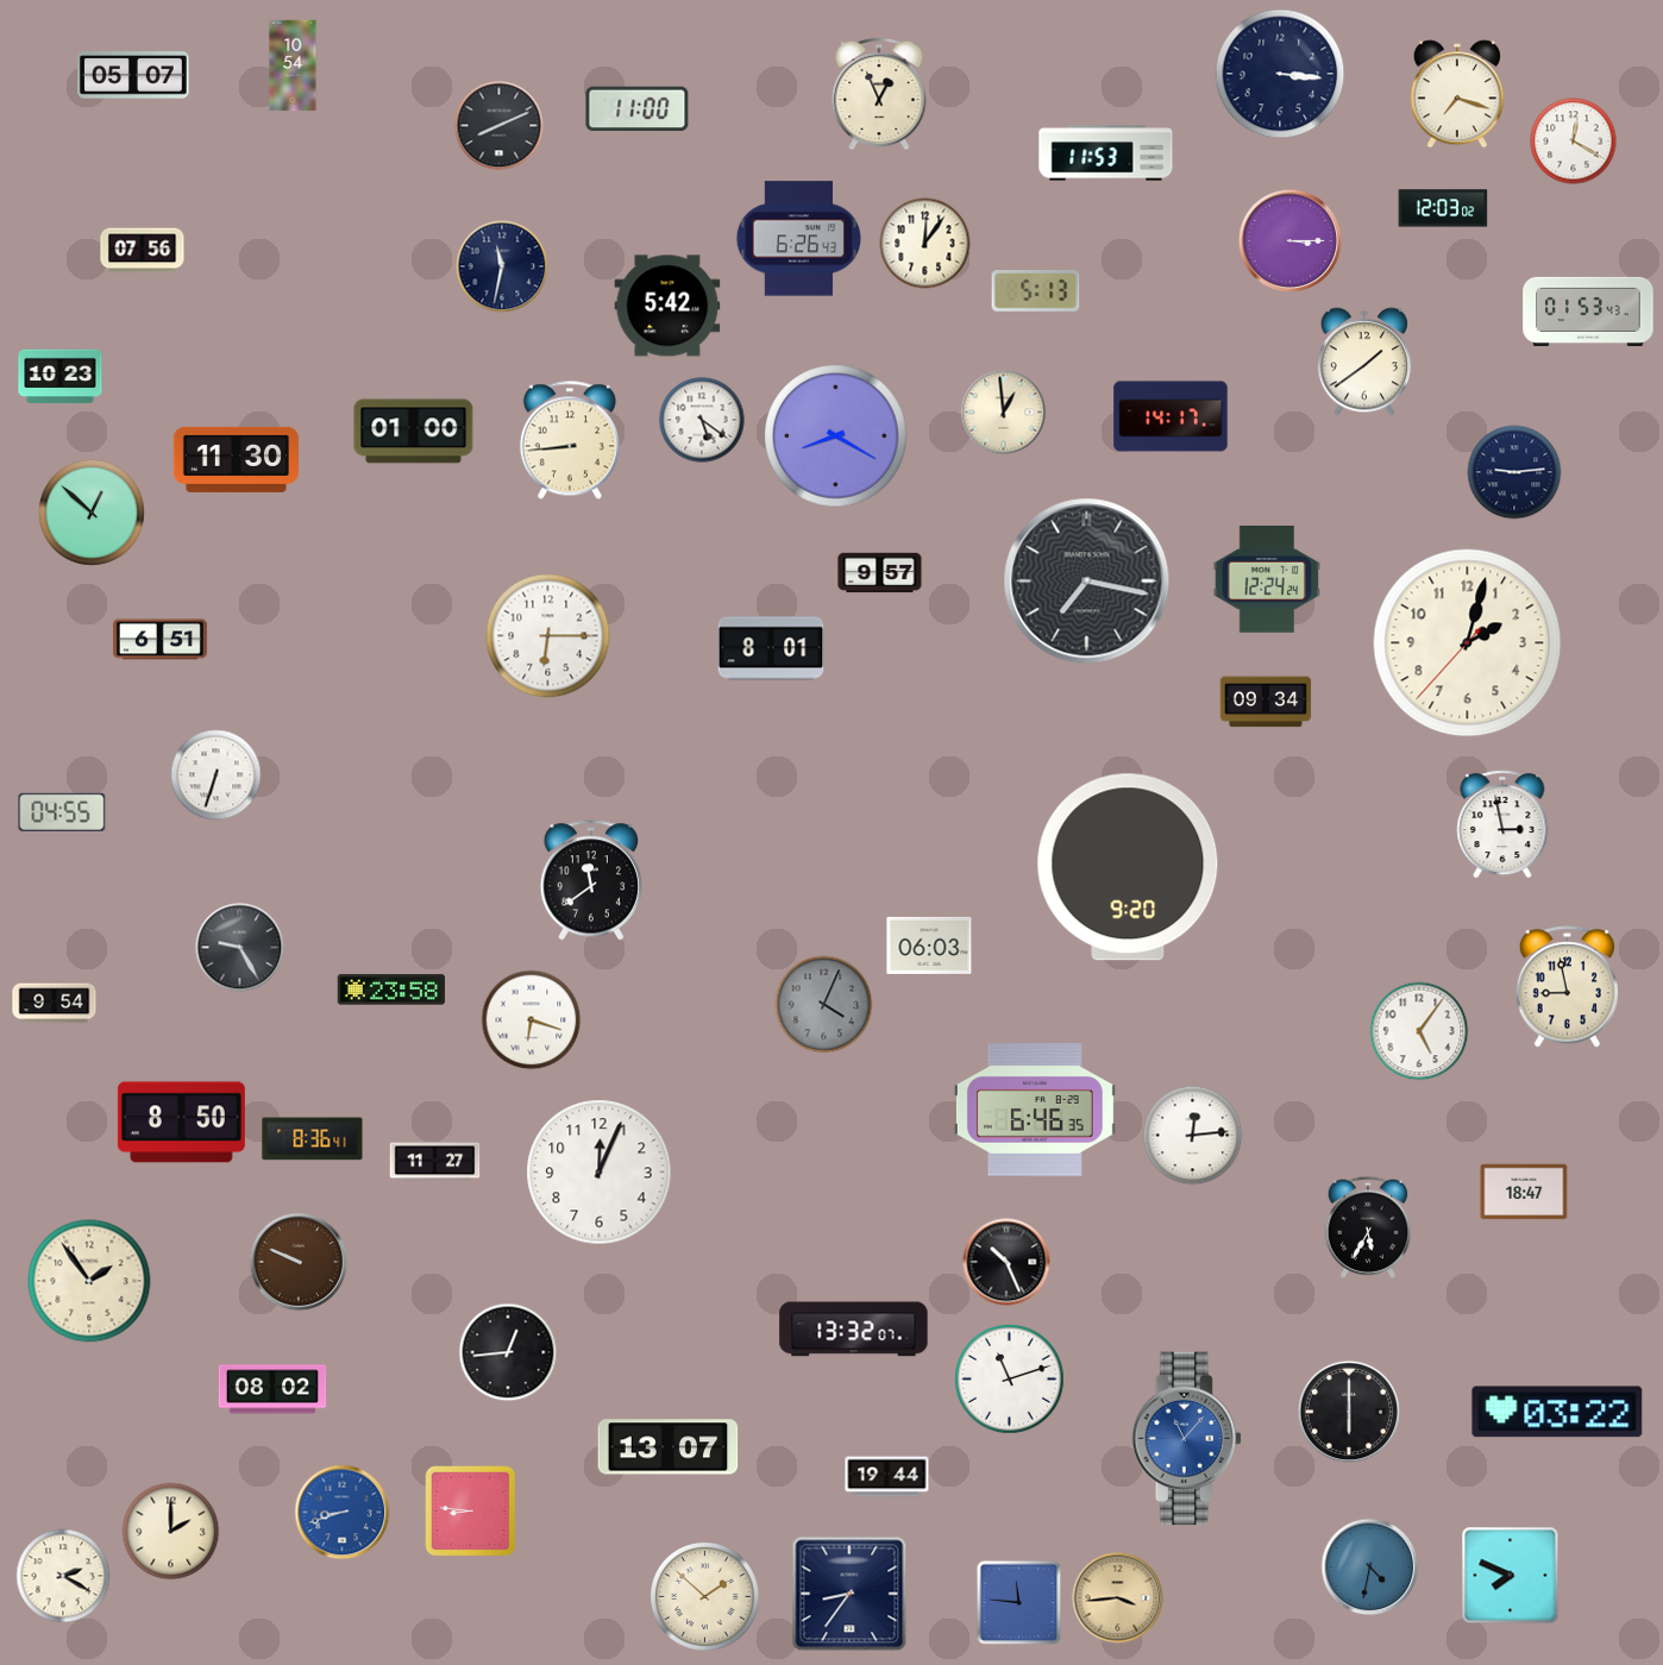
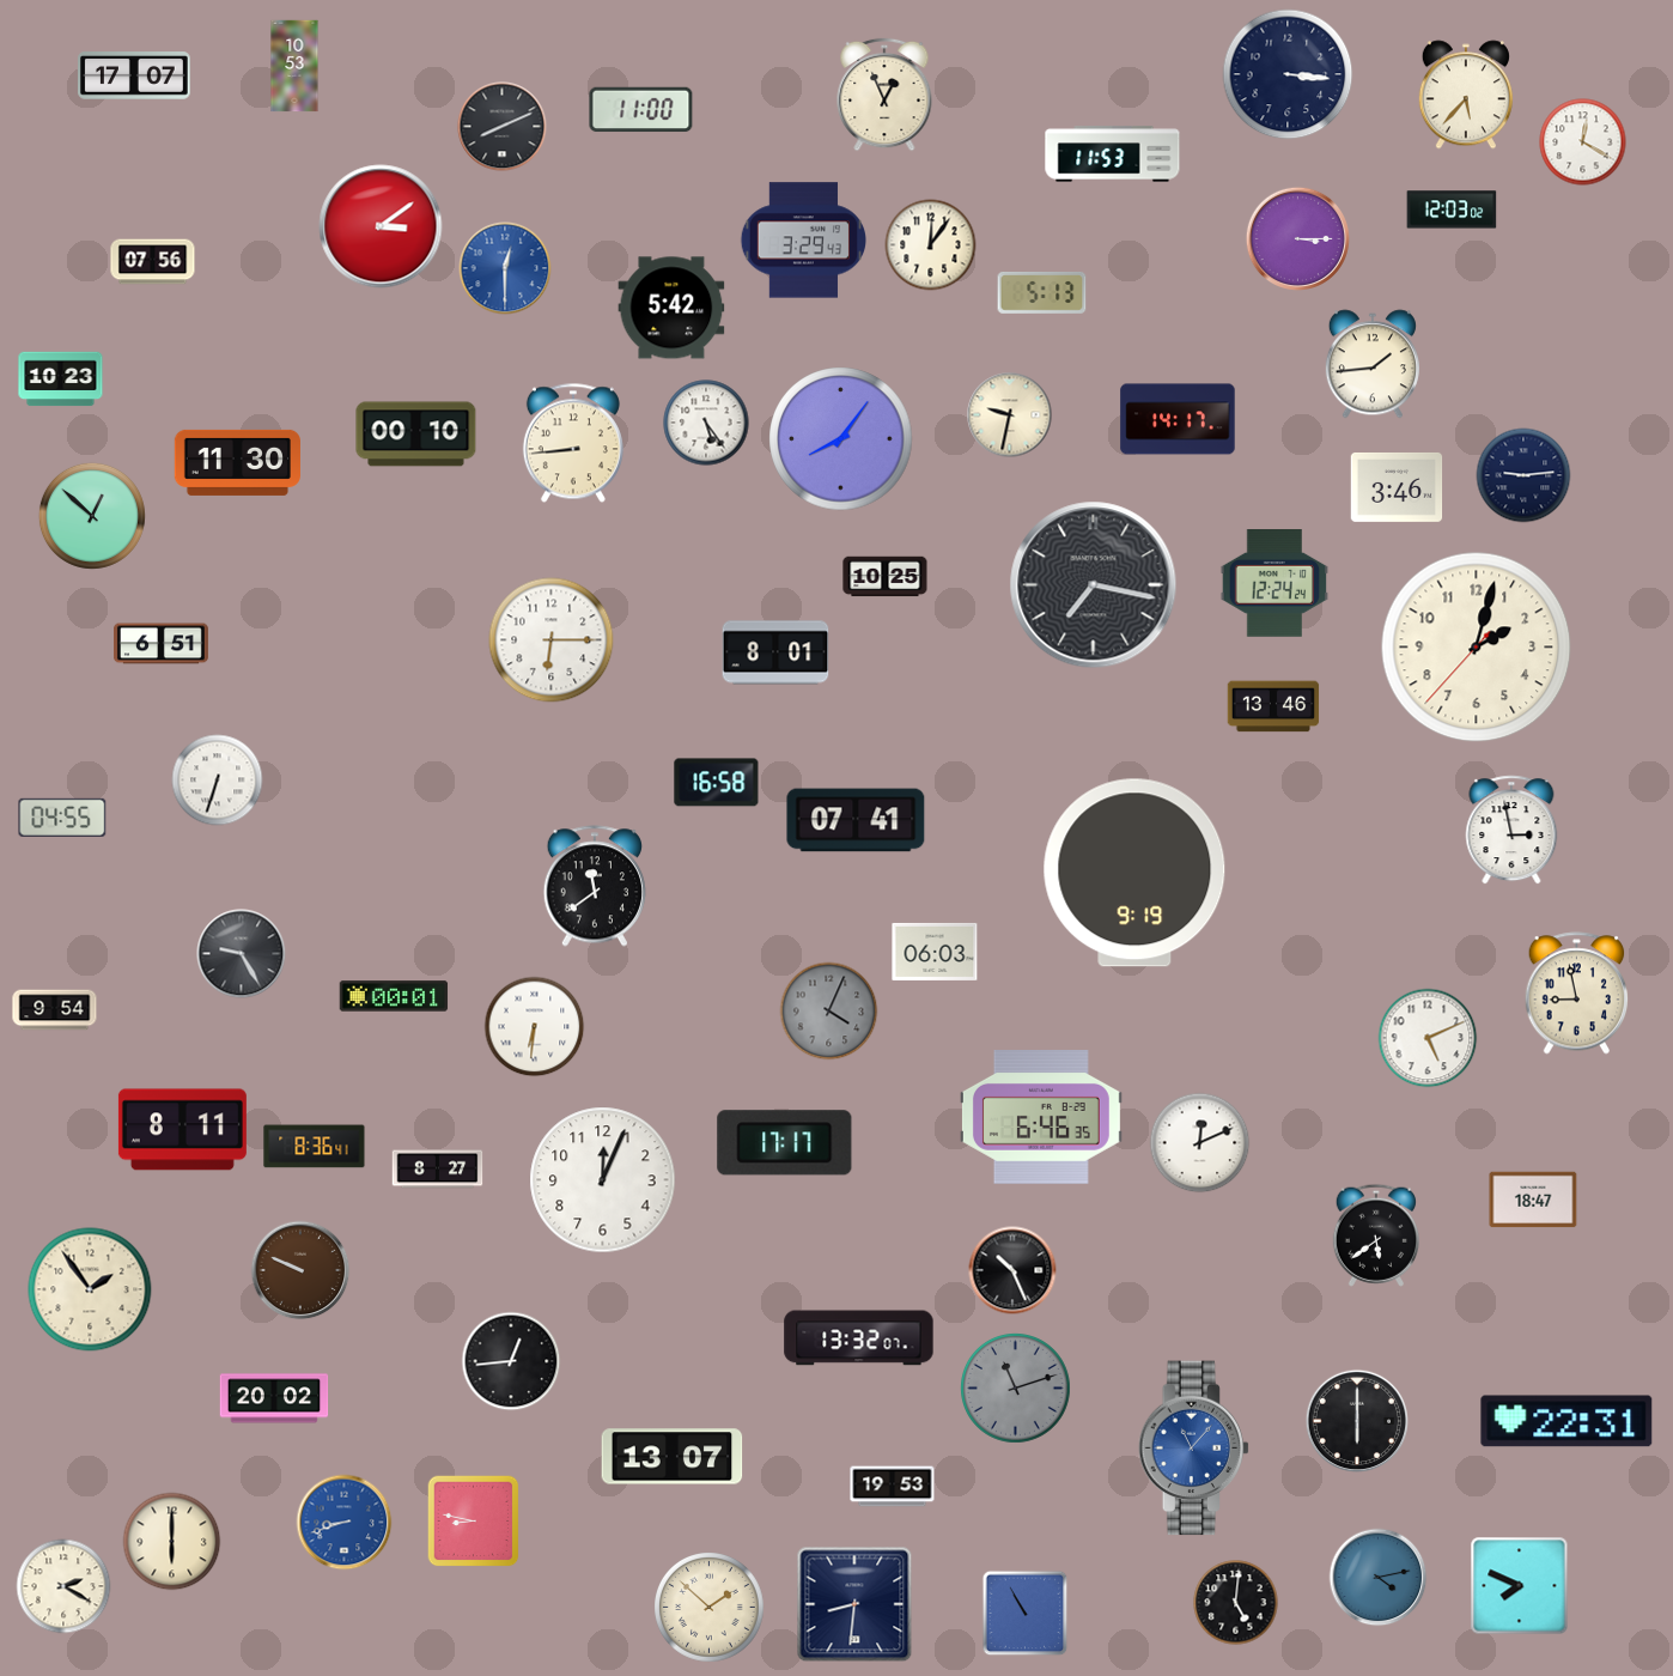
clock at (293, 65): 10:54 -> 10:53
clock at (133, 75): 05:07 -> 17:07
clock at (1457, 94): 7:18 -> 5:37
clock at (381, 226): none -> 3:09
clock at (799, 239): 6:26 -> 3:29
clock at (1289, 240) position: (1289, 240) -> (1297, 238)
clock at (143, 251) position: (143, 251) -> (153, 262)
clock at (502, 266): 11:32 -> 12:30
clock at (502, 266) dial: navy -> blue
clock at (1588, 312): 01:53 -> none
clock at (1364, 362): 1:39 -> 1:44
clock at (1004, 413): 12:59 -> 9:32
clock at (702, 420): 5:21 -> 5:24
clock at (414, 432): 01:00 -> 00:10
clock at (836, 436): 8:20 -> 8:06
clock at (1397, 487): none -> 3:46
clock at (880, 573): 9:57 -> 10:25
clock at (1266, 702): 09:34 -> 13:46
clock at (717, 783): none -> 16:58
clock at (856, 820): none -> 07:41
clock at (1128, 867): 9:20 -> 9:19
clock at (391, 989): 23:58 -> 00:01
clock at (532, 1020): 6:18 -> 6:31
clock at (1419, 1031): 5:06 -> 5:11
clock at (181, 1123): 8:50 -> 8:11
clock at (785, 1143): none -> 17:17
clock at (1193, 1136): 12:14 -> 12:11
clock at (435, 1162): 11:27 -> 8:27
clock at (1367, 1227): 5:35 -> 5:39
clock at (1010, 1380) dial: white -> grey
clock at (272, 1389): 08:02 -> 20:02
clock at (1557, 1412): 03:22 -> 22:31
clock at (887, 1477): 19:44 -> 19:53
clock at (471, 1512): 8:46 -> 8:47
clock at (171, 1532): 2:00 -> 6:00
clock at (1370, 1567): 4:32 -> 4:13
clock at (1236, 1603): none -> 5:01
clock at (849, 1594): 8:36 -> 8:31
clock at (1118, 1598): 3:44 -> none
clock at (1019, 1603): 11:46 -> 10:55
